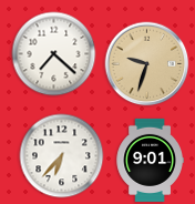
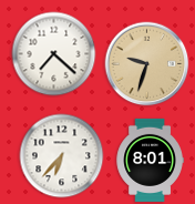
clock at (150, 160): 9:01 -> 8:01
